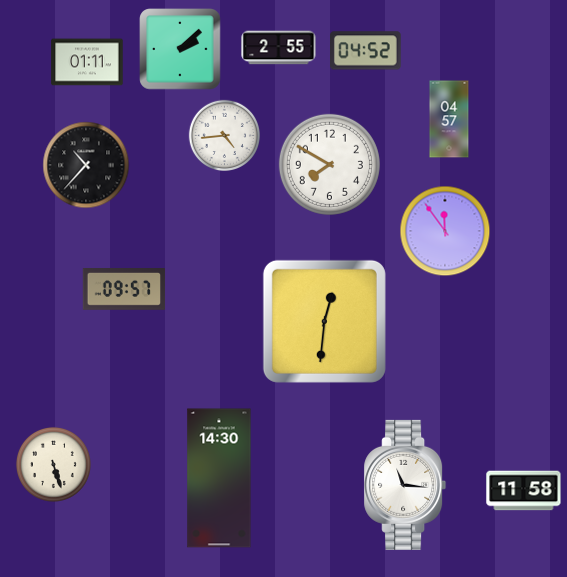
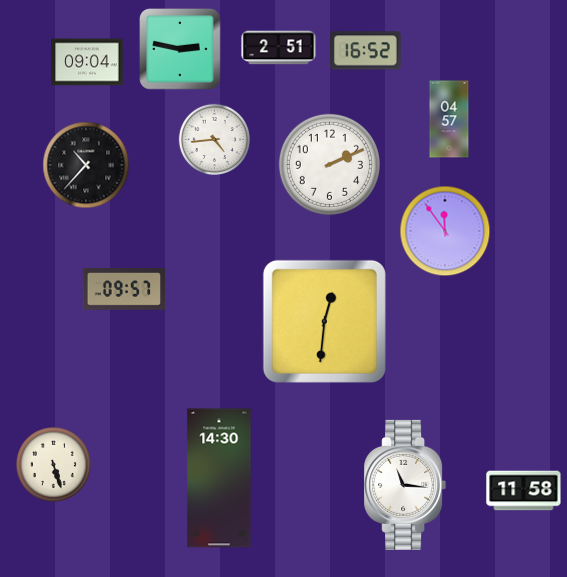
clock at (279, 48): 2:55 -> 2:51
clock at (180, 49): 2:08 -> 2:47
clock at (366, 51): 04:52 -> 16:52
clock at (87, 62): 01:11 -> 09:04
clock at (224, 135) position: (224, 135) -> (214, 139)
clock at (329, 164): 7:50 -> 2:11
